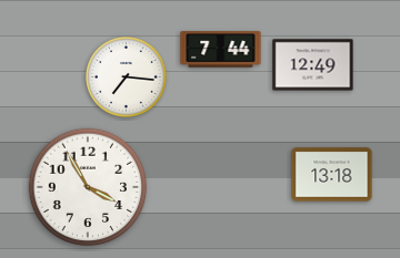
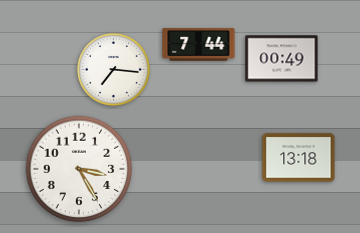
clock at (313, 65): 12:49 -> 00:49
clock at (88, 187): 3:55 -> 3:25
